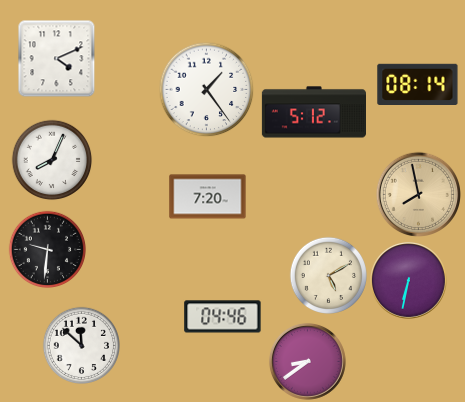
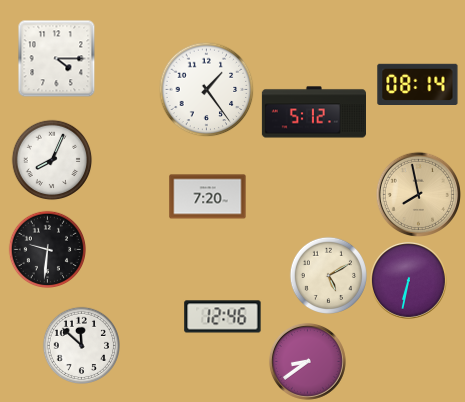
clock at (56, 58): 4:11 -> 4:15
clock at (223, 317): 04:46 -> 12:46
